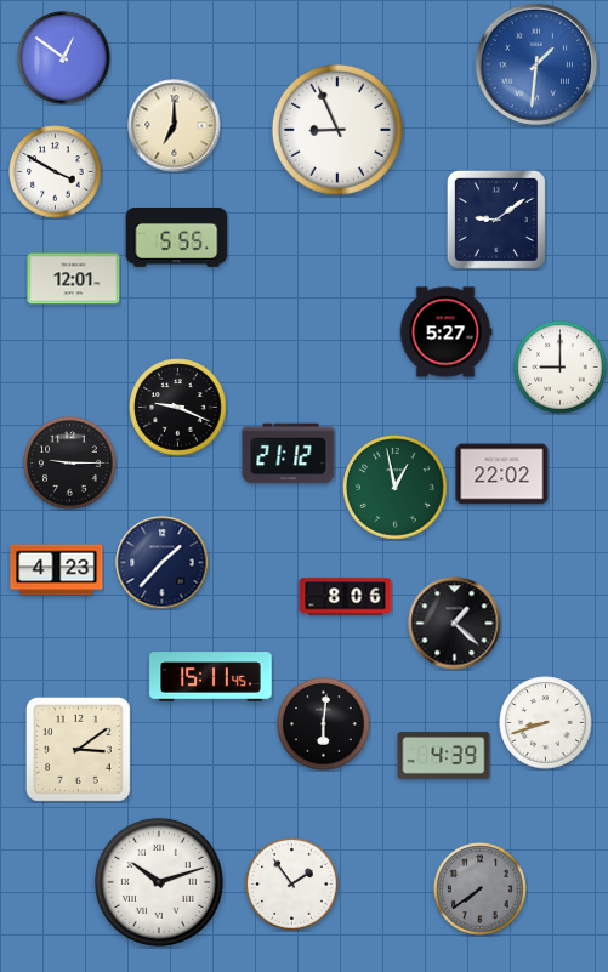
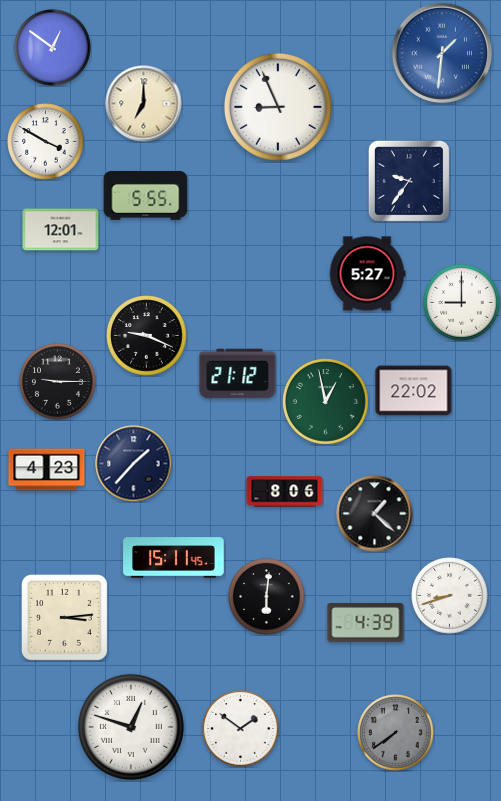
clock at (496, 220): 9:09 -> 9:36
clock at (78, 749): 3:09 -> 3:14
clock at (159, 882): 10:12 -> 12:48
clock at (292, 885): 1:54 -> 1:51
